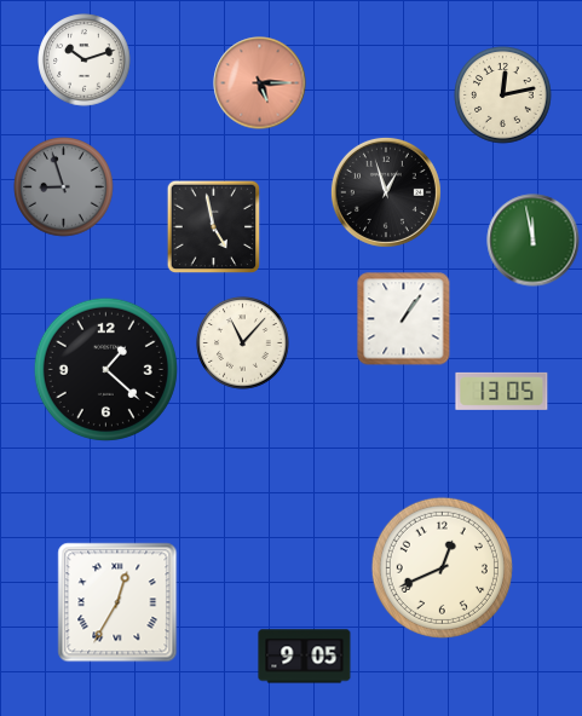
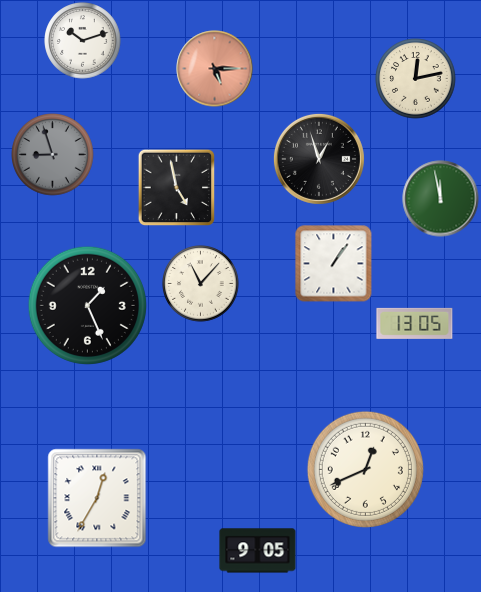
clock at (85, 60) position: (85, 60) -> (83, 41)
clock at (105, 369): 1:22 -> 1:26
clock at (305, 657) position: (305, 657) -> (258, 551)
